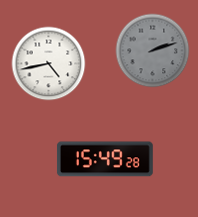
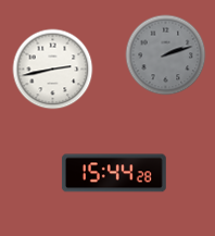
clock at (49, 64): 4:43 -> 2:43
clock at (105, 159): 15:49 -> 15:44
